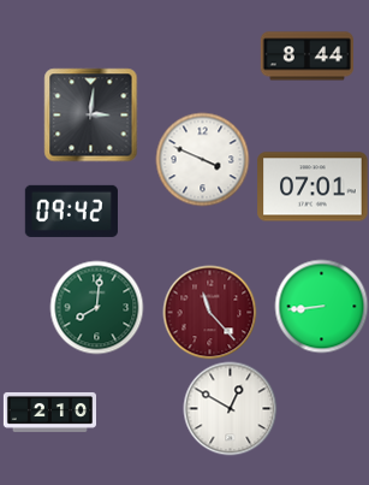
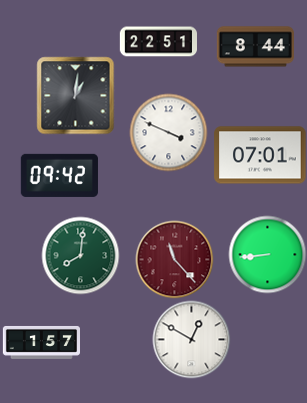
clock at (158, 42): none -> 22:51
clock at (90, 114): 3:01 -> 1:01
clock at (49, 412): 2:10 -> 1:57
